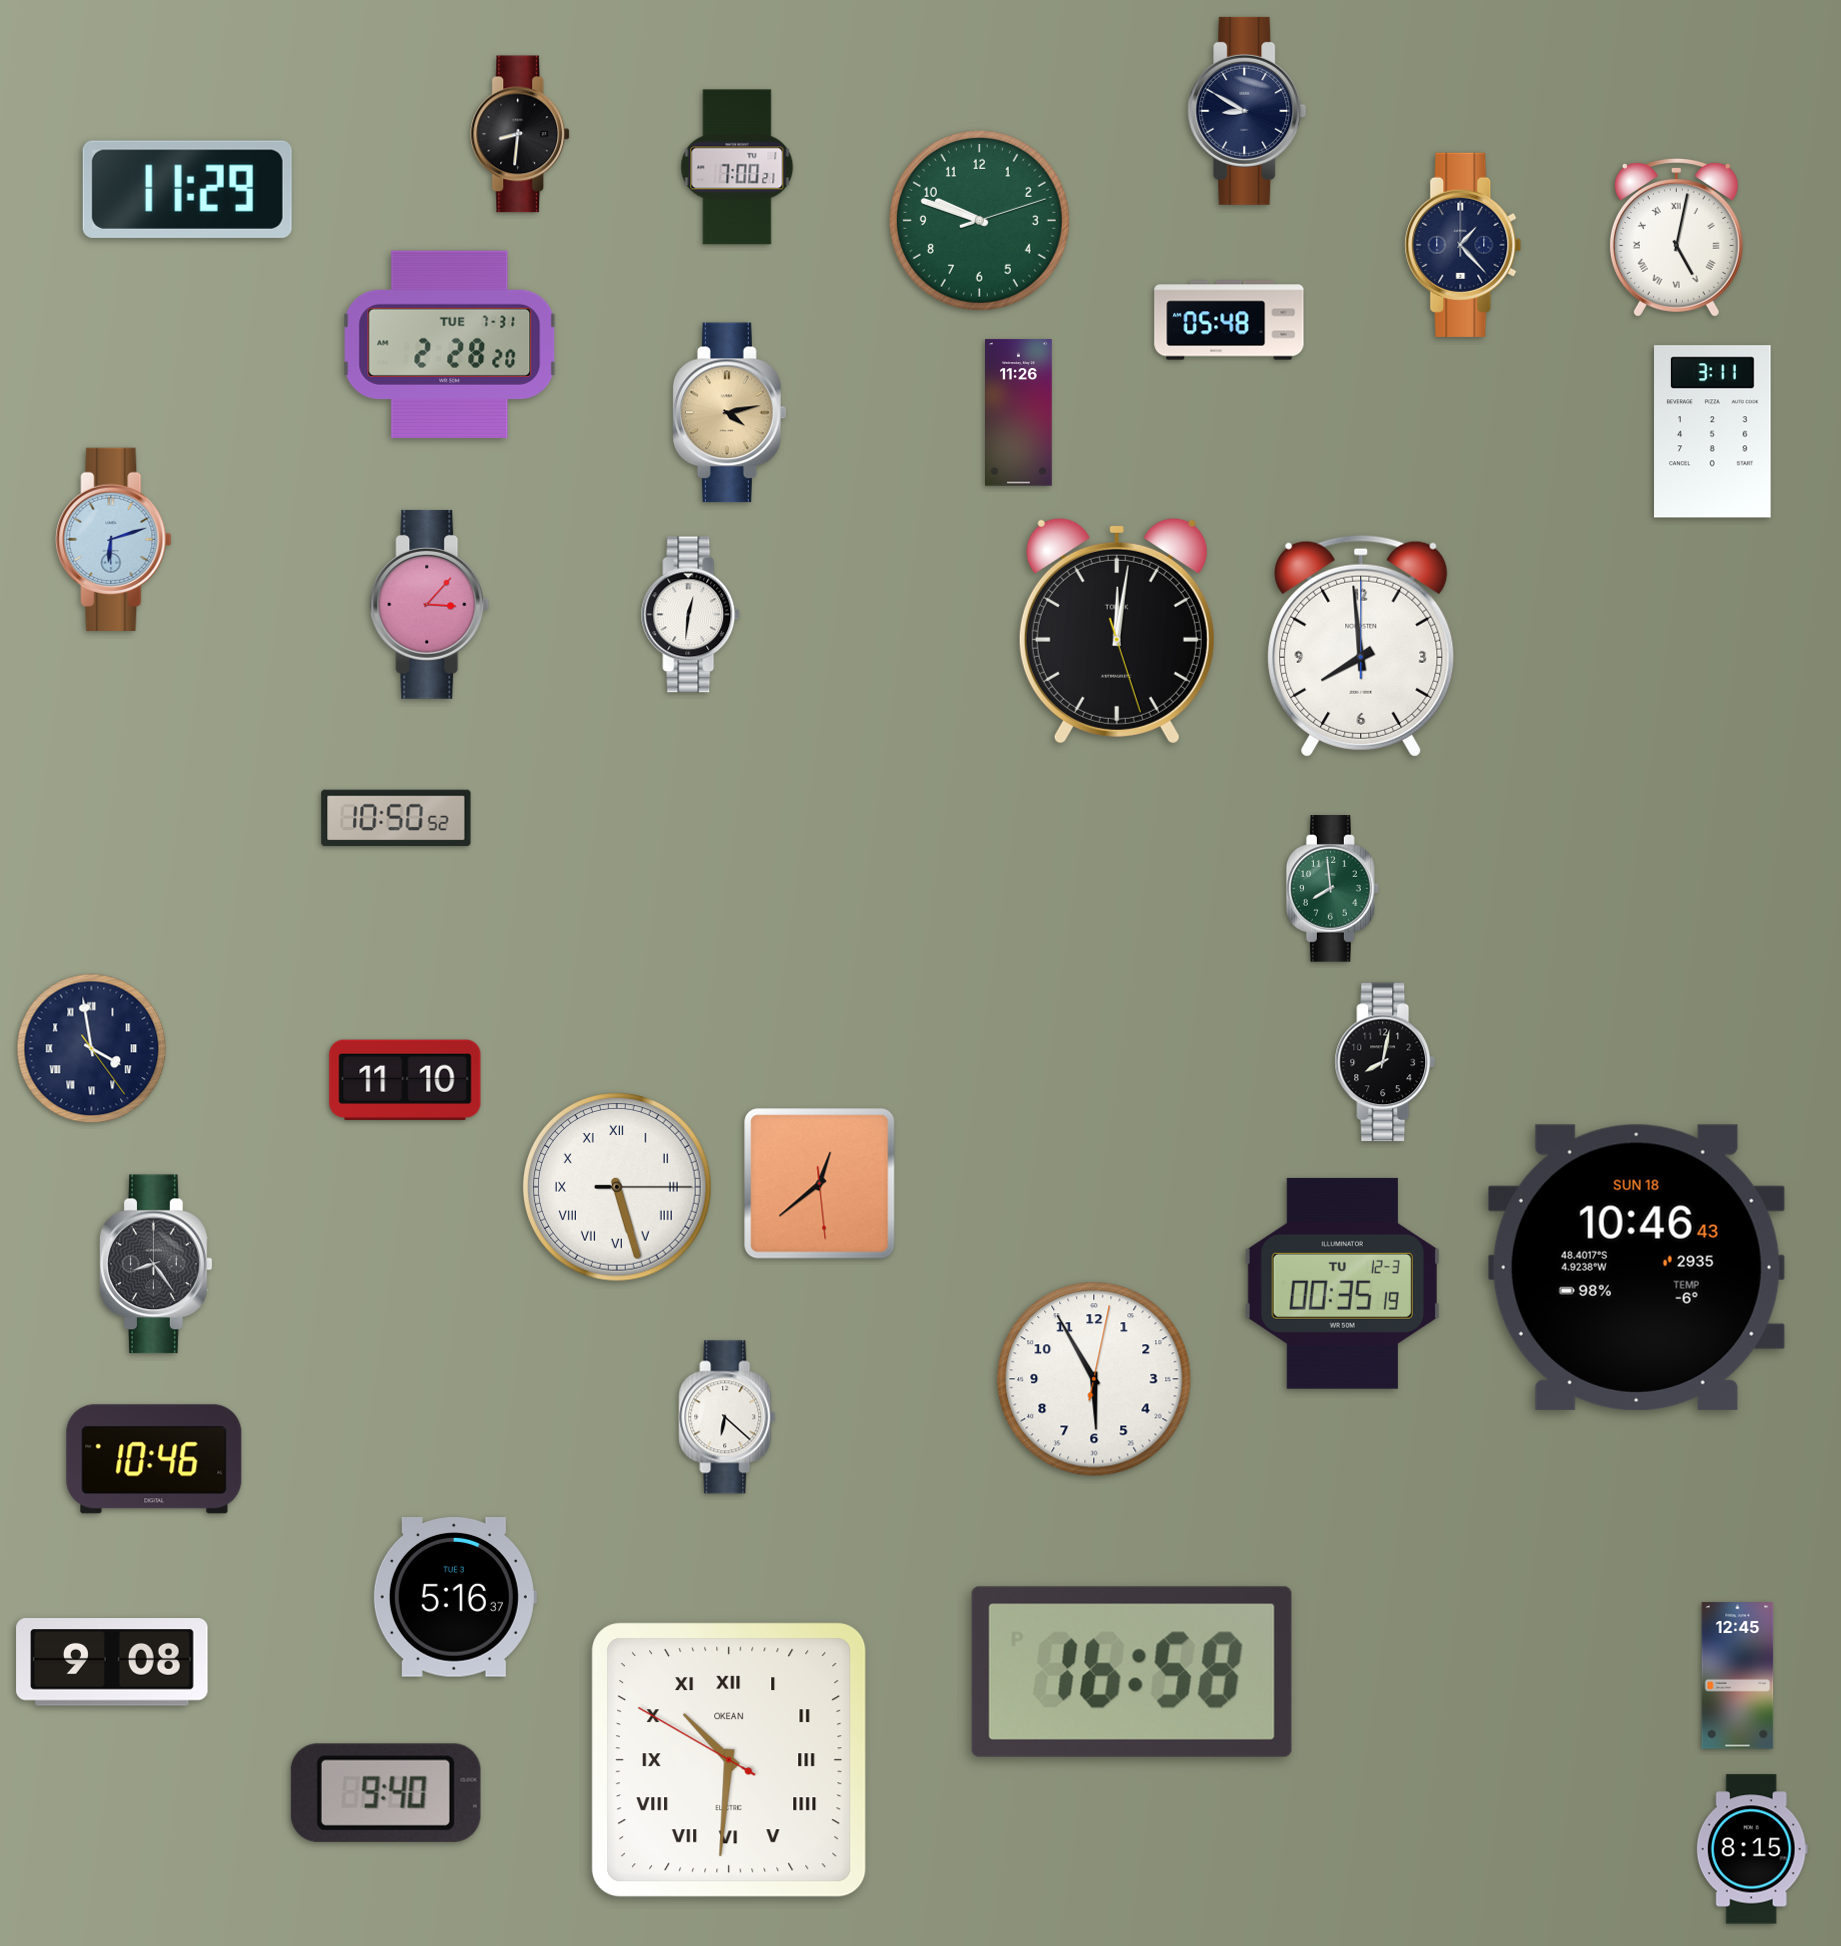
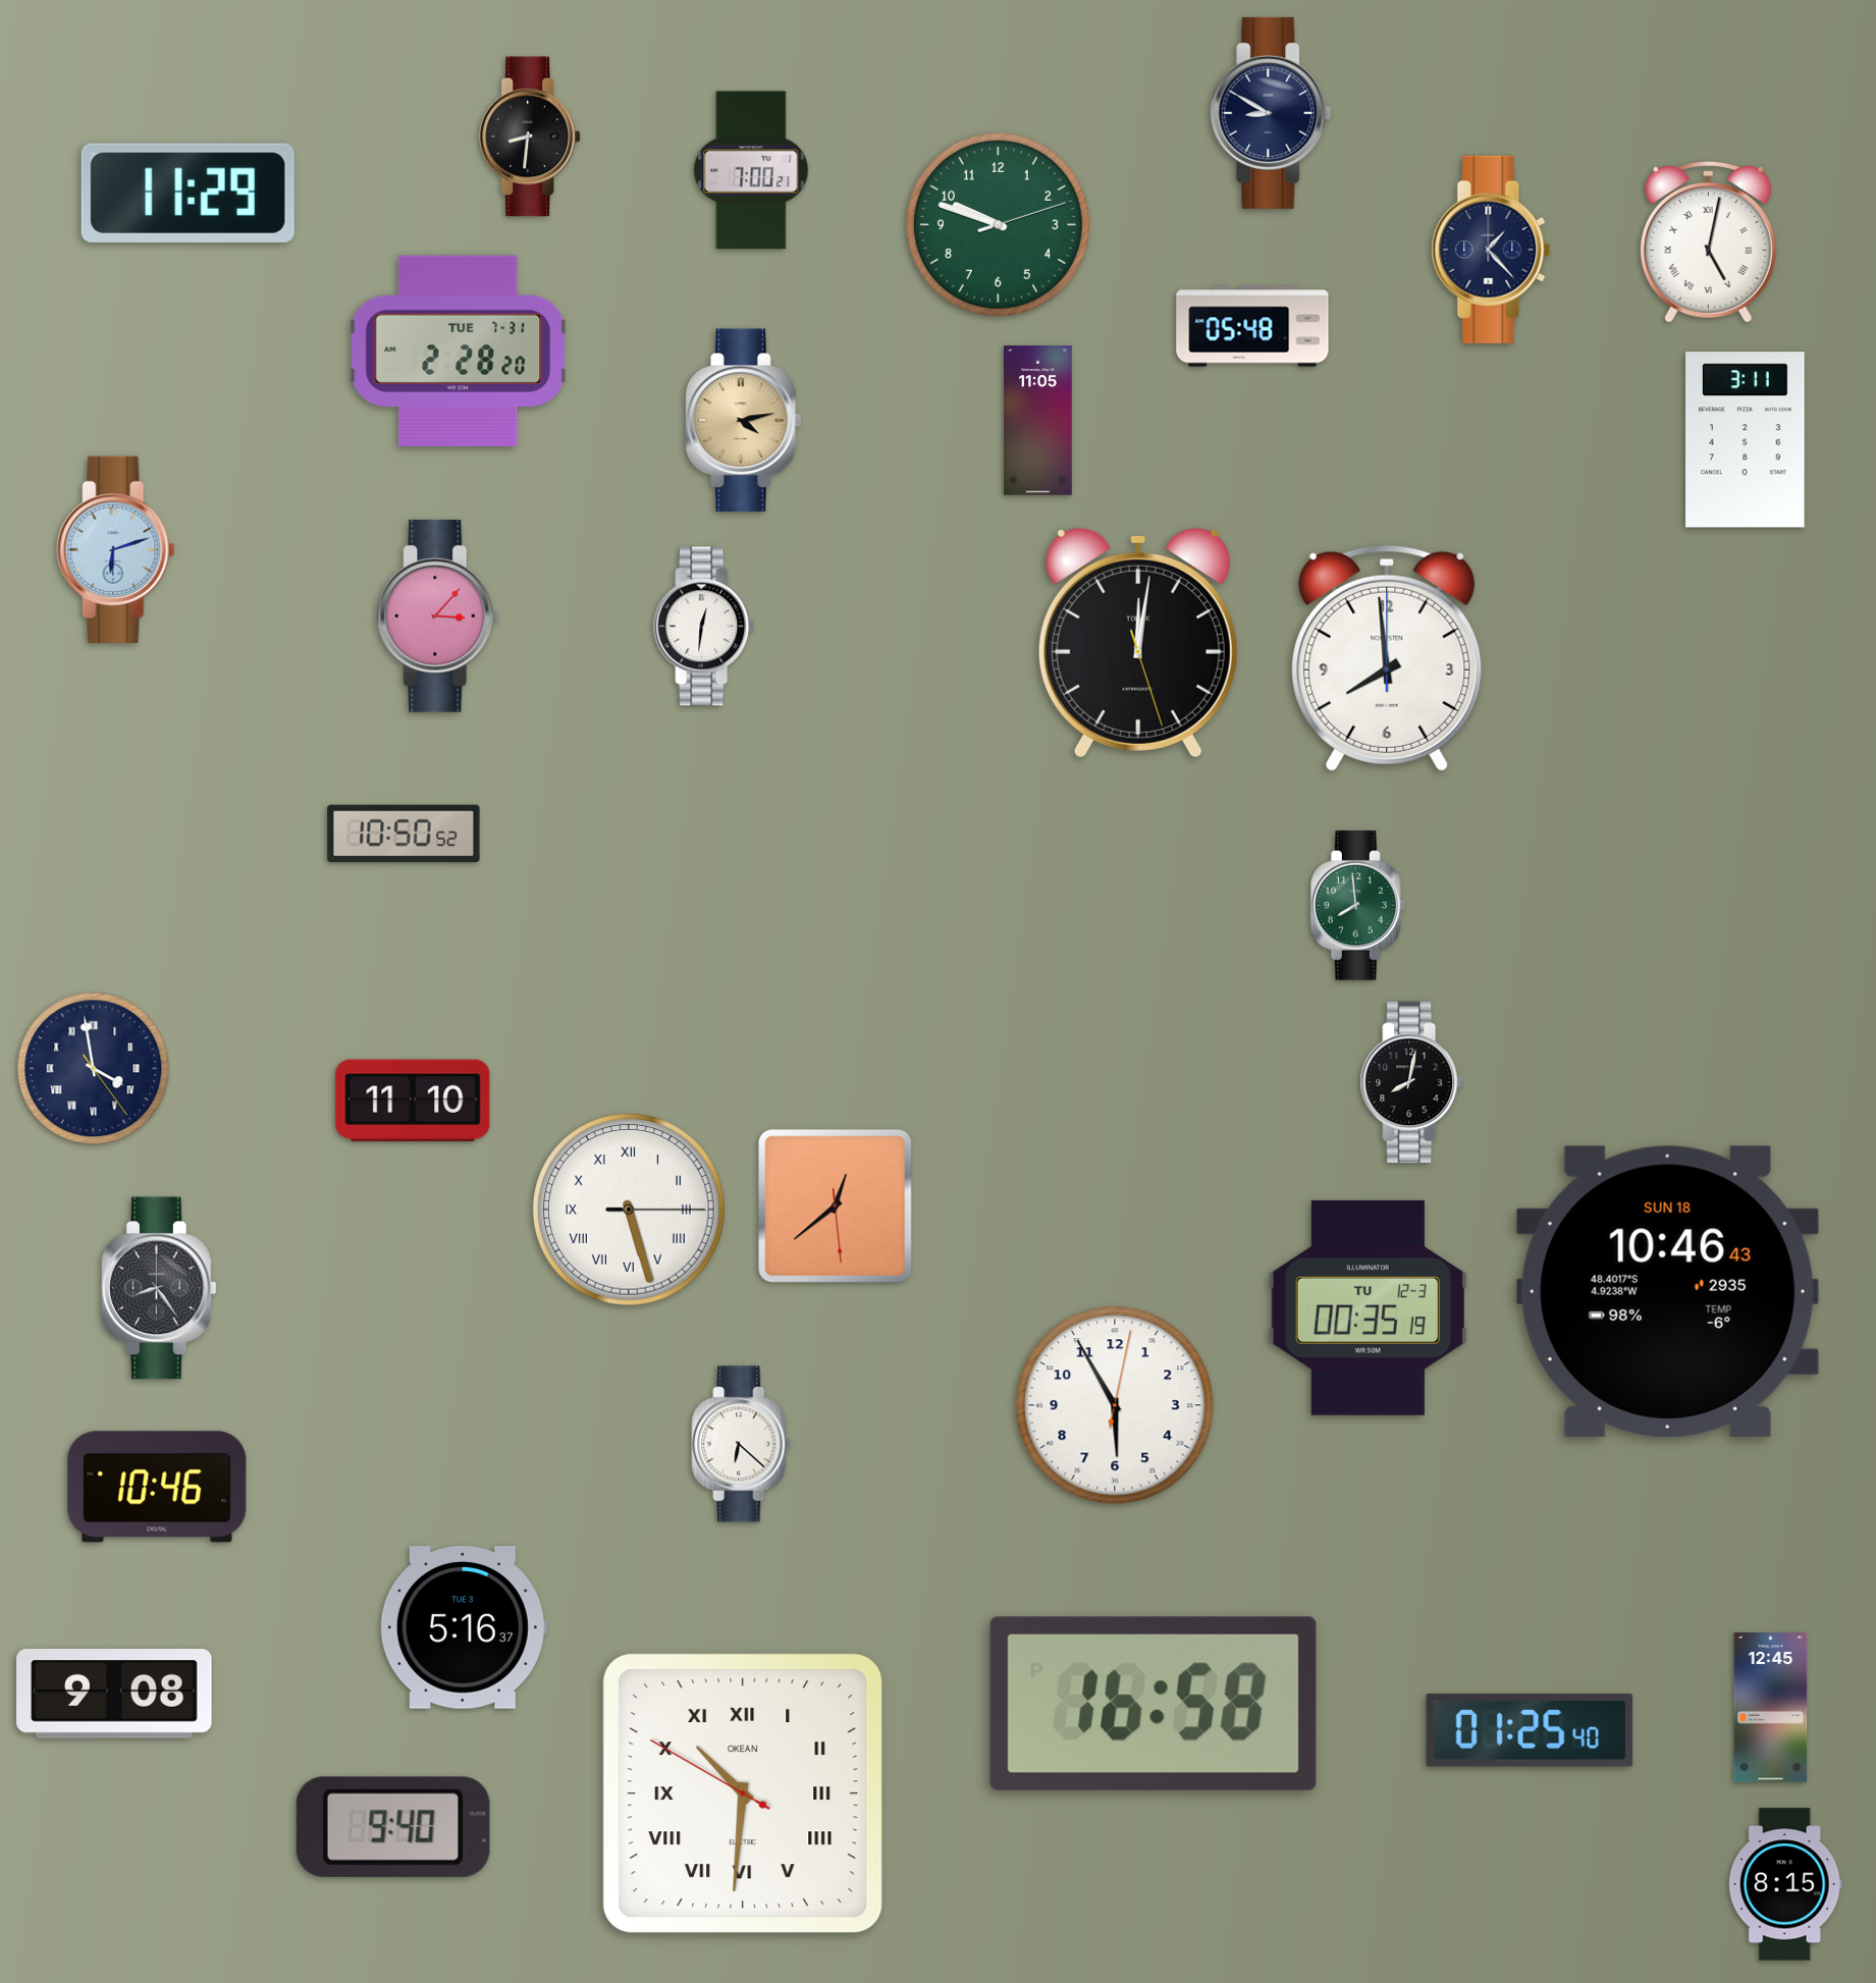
clock at (187, 189) position: (187, 189) -> (187, 193)
clock at (1019, 413): 11:26 -> 11:05
clock at (1530, 1730): none -> 01:25
